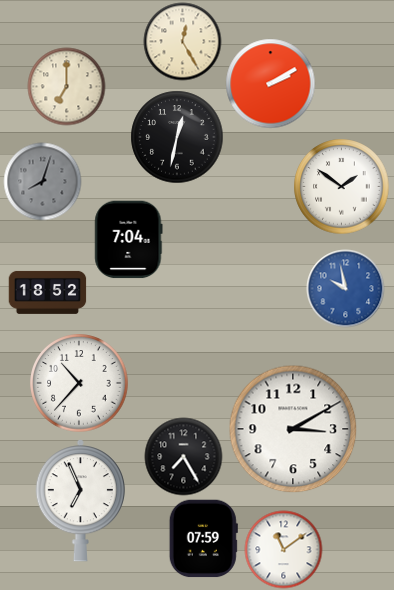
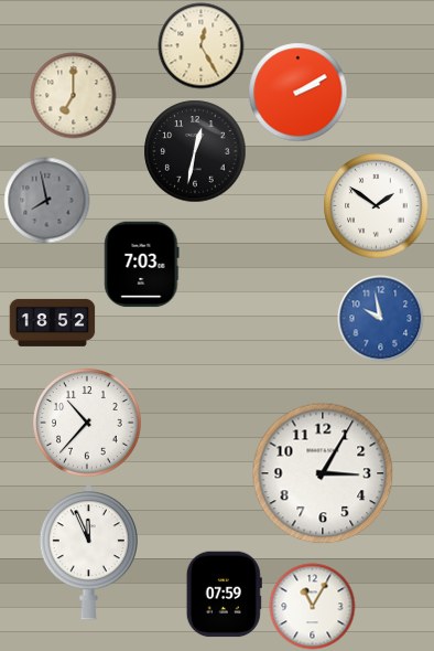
clock at (42, 181): 8:03 -> 7:58
clock at (129, 239): 7:04 -> 7:03
clock at (293, 429): 3:10 -> 3:05
clock at (183, 456): 7:25 -> none
clock at (80, 501): 6:56 -> 11:56
clock at (283, 549): 11:09 -> 11:05
